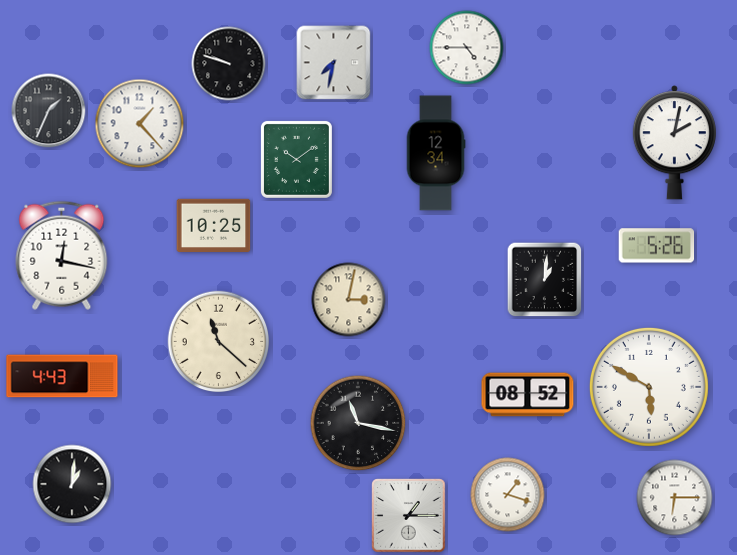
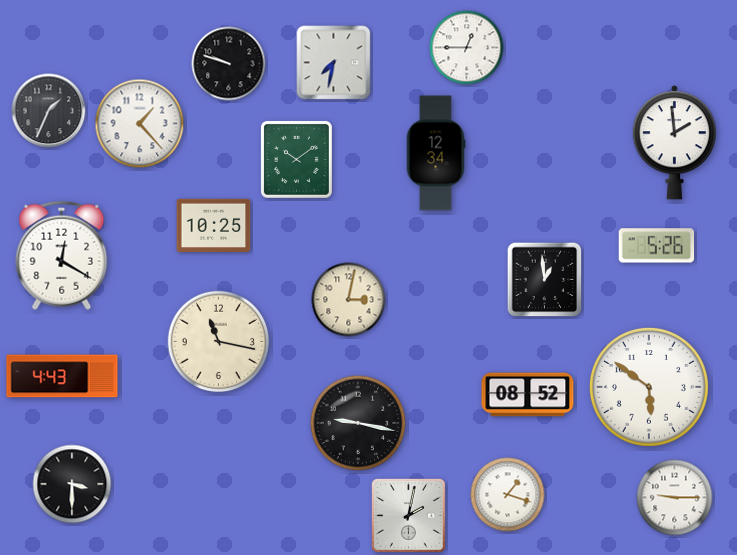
clock at (467, 48): 4:45 -> 12:45
clock at (674, 143): 2:02 -> 1:59
clock at (62, 255): 12:17 -> 12:20
clock at (545, 280): 1:01 -> 12:59
clock at (219, 342): 11:22 -> 11:17
clock at (649, 387): 5:50 -> 5:51
clock at (358, 423): 11:17 -> 9:17
clock at (72, 484): 1:01 -> 3:30
clock at (675, 498): 6:15 -> 9:15
clock at (409, 516): 1:15 -> 2:02
